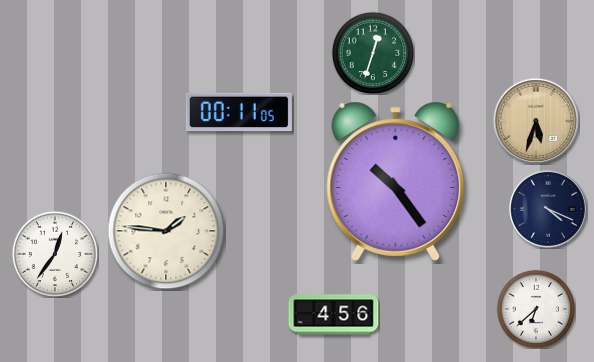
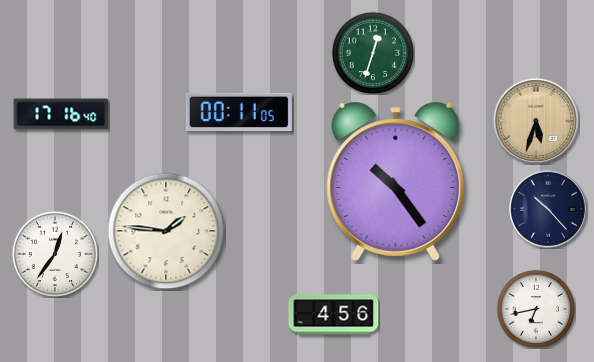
clock at (61, 114): none -> 17:16
clock at (548, 209): 4:19 -> 10:23
clock at (535, 308): 6:38 -> 6:43
